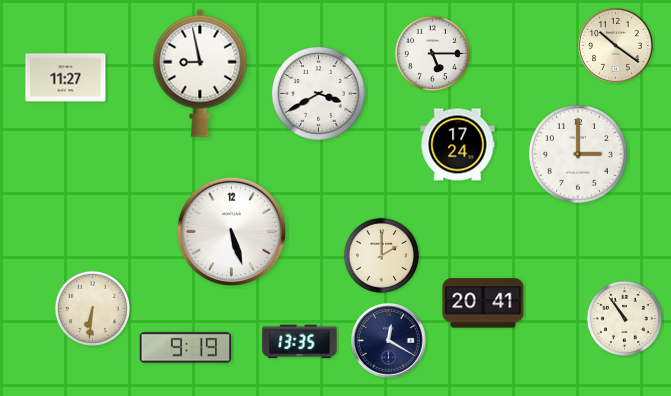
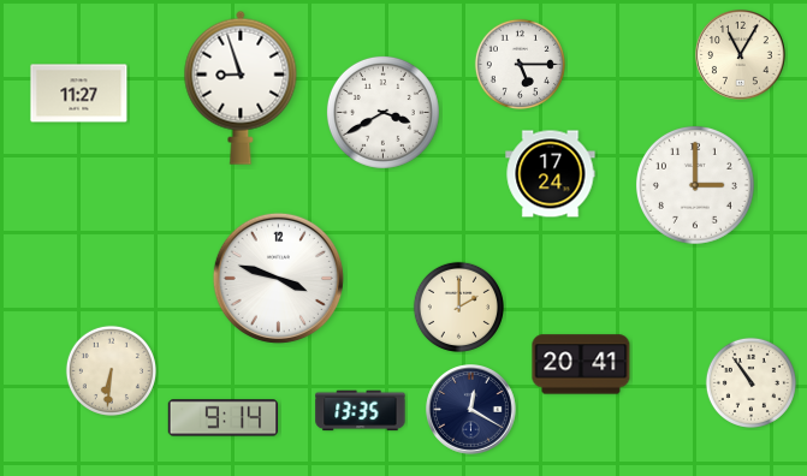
clock at (616, 46): 10:21 -> 11:05
clock at (200, 73): 8:58 -> 8:57
clock at (231, 231): 5:27 -> 3:48
clock at (389, 341) position: (389, 341) -> (471, 410)
clock at (186, 348): 9:19 -> 9:14
